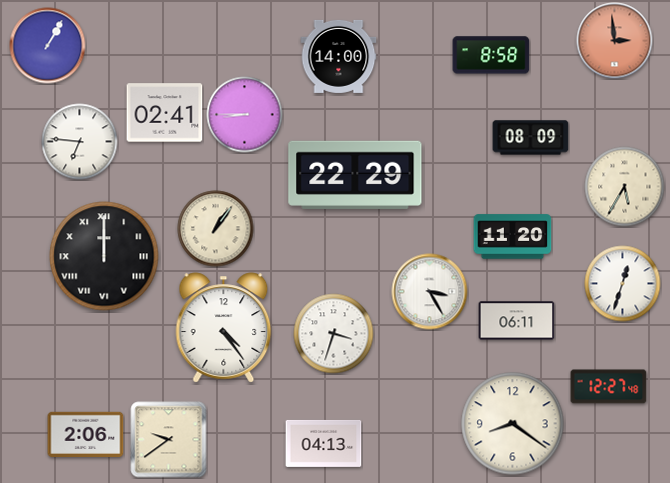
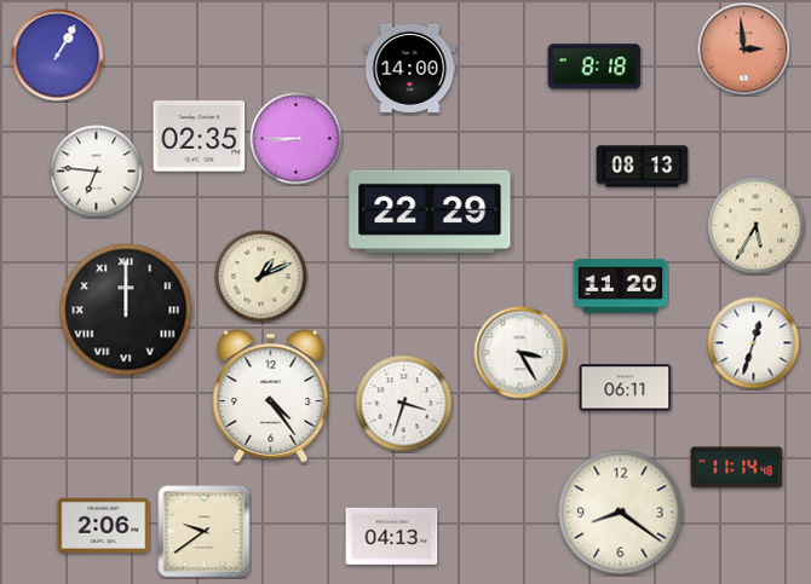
clock at (491, 55): 8:58 -> 8:18
clock at (165, 113): 02:41 -> 02:35
clock at (531, 138): 08:09 -> 08:13
clock at (216, 229): 1:06 -> 1:11
clock at (609, 387): 12:27 -> 11:14
